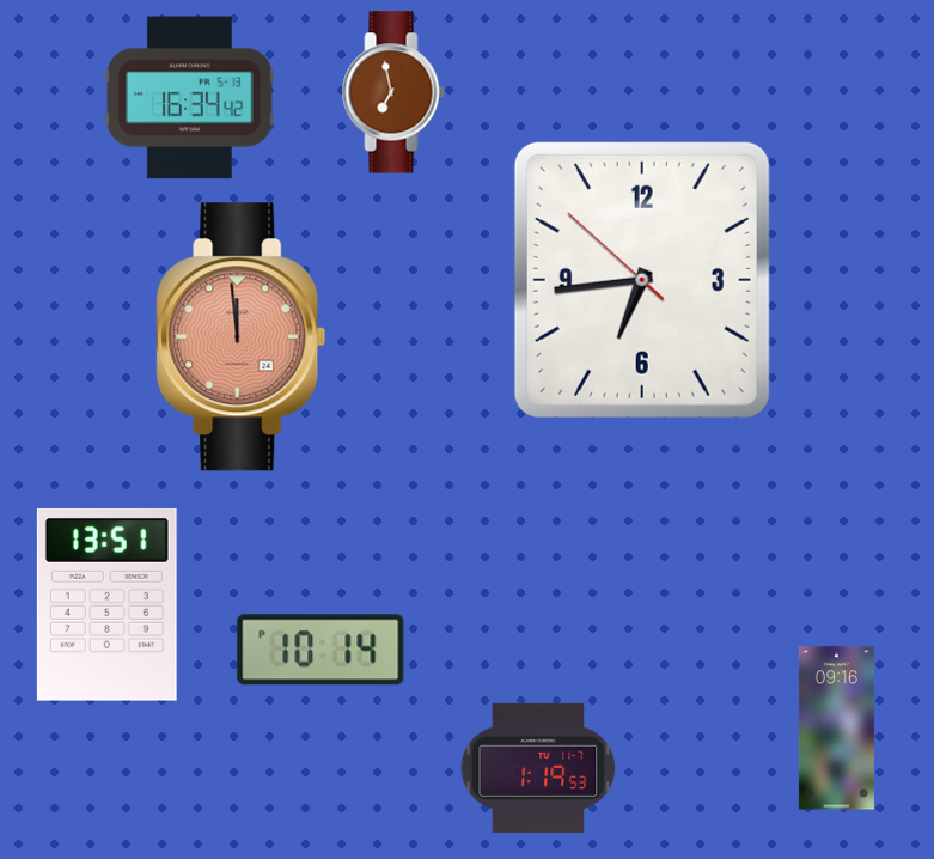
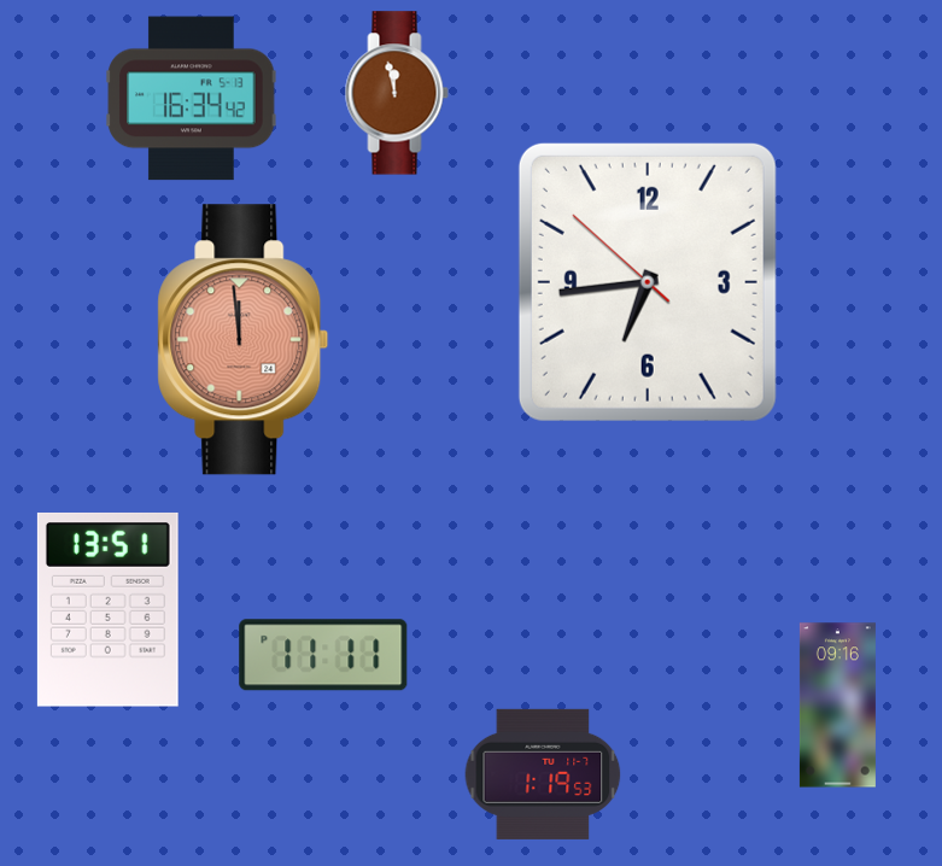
clock at (393, 92): 6:58 -> 11:58
clock at (321, 650): 10:14 -> 11:11
clock at (836, 729) position: (836, 729) -> (837, 706)
